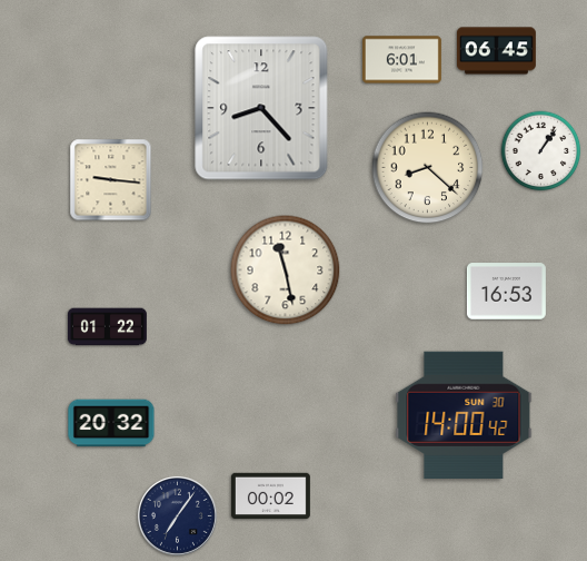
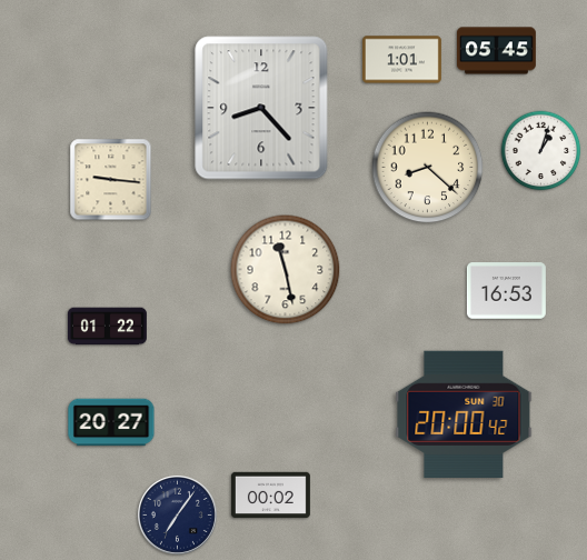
clock at (496, 51): 06:45 -> 05:45
clock at (401, 60): 6:01 -> 1:01
clock at (541, 151): 1:06 -> 1:03
clock at (464, 415): 14:00 -> 20:00
clock at (111, 423): 20:32 -> 20:27
